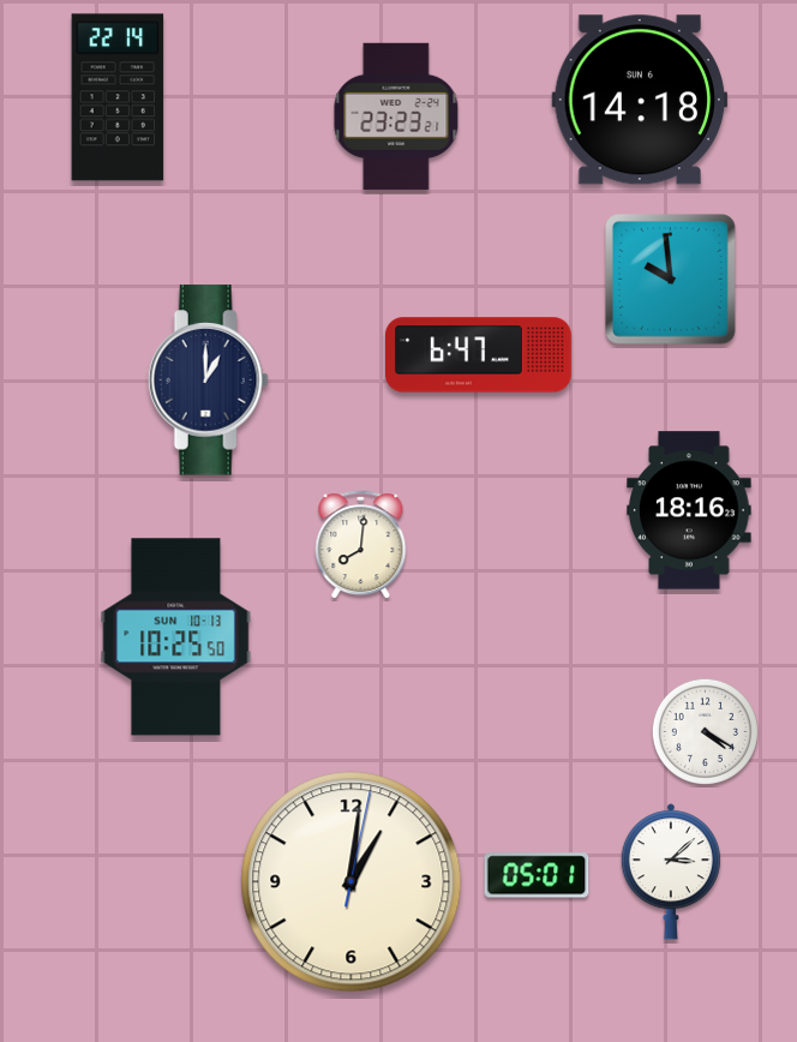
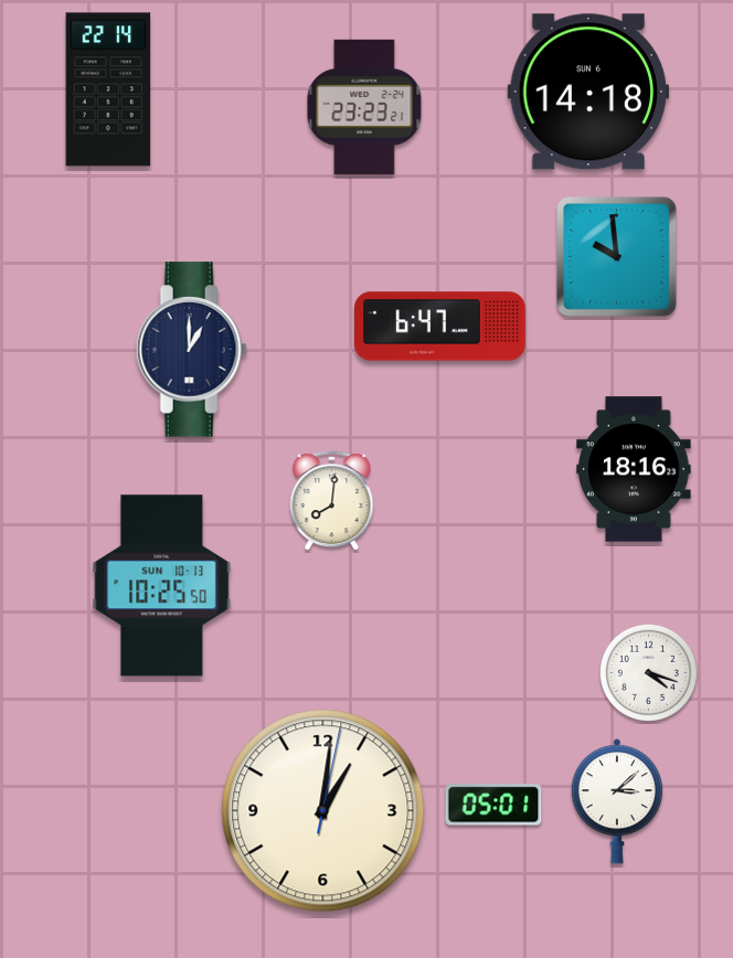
clock at (705, 731): 4:20 -> 4:18
